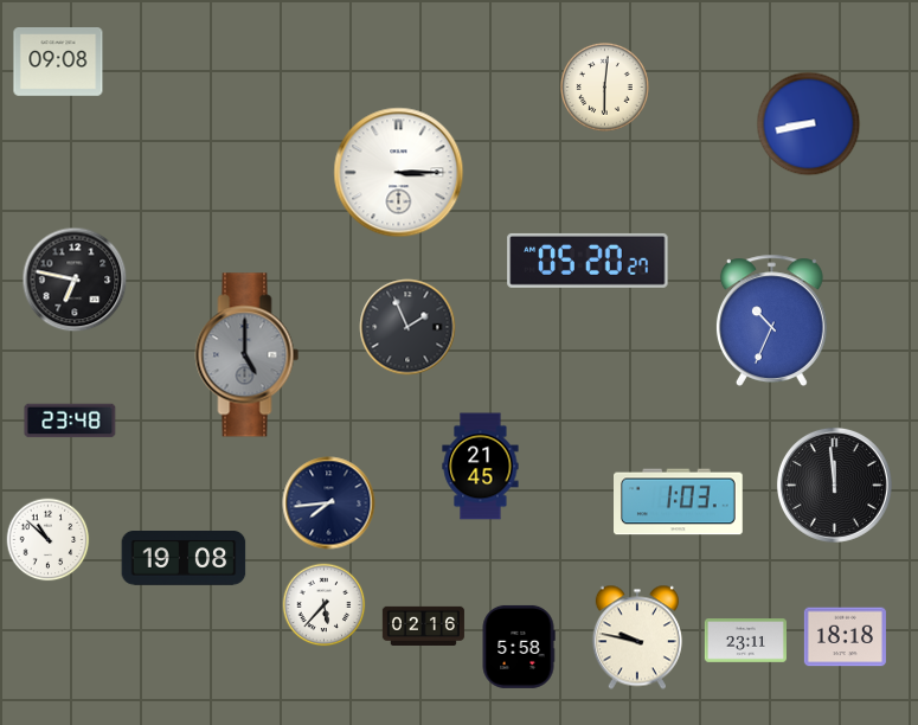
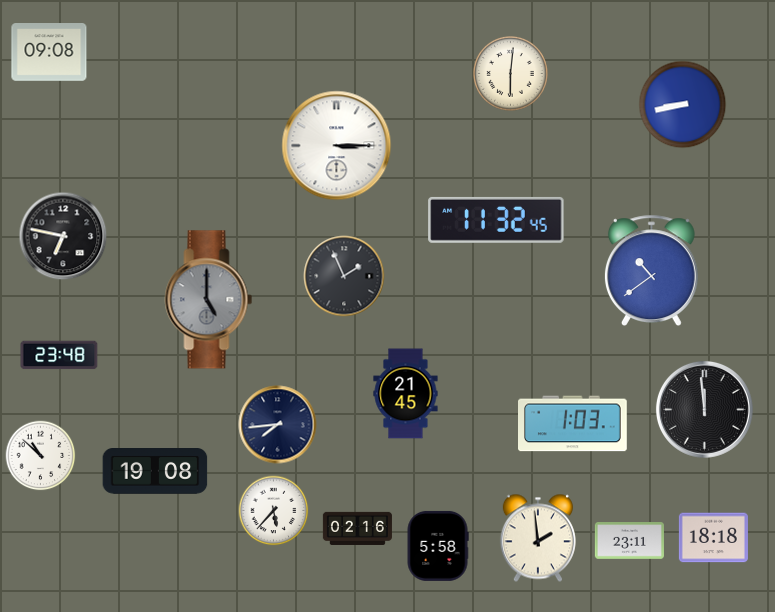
clock at (588, 261): 05:20 -> 11:32
clock at (771, 320): 10:34 -> 10:39
clock at (637, 637): 9:47 -> 1:59
